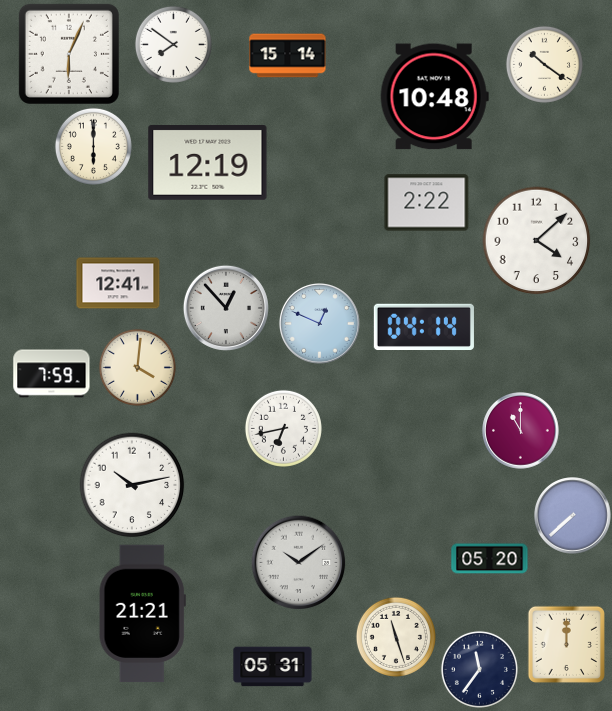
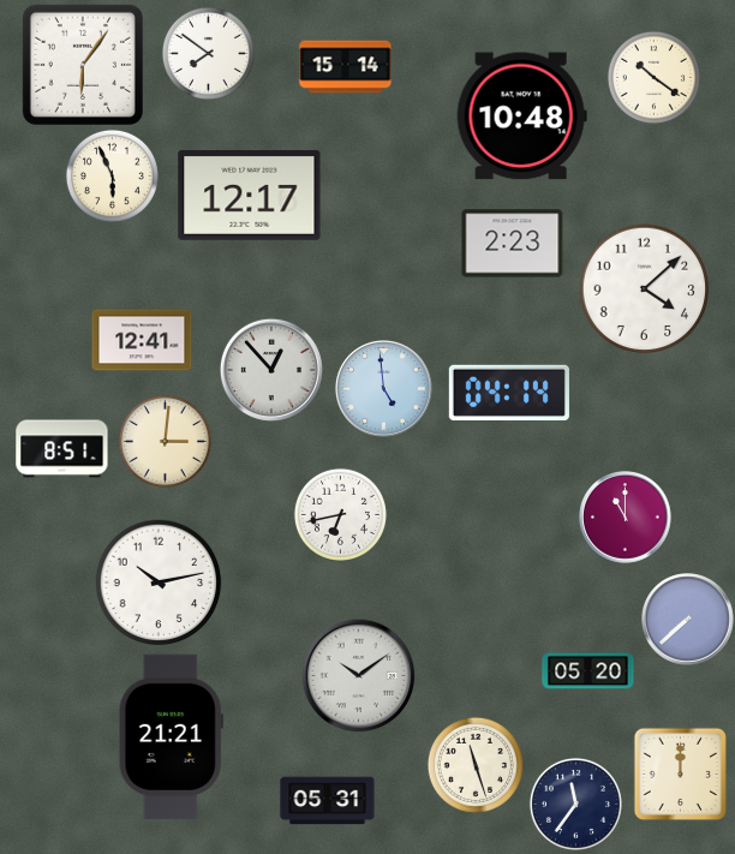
clock at (69, 54): 6:04 -> 6:06
clock at (93, 146): 6:00 -> 5:56
clock at (208, 163): 12:19 -> 12:17
clock at (427, 203): 2:22 -> 2:23
clock at (319, 323): 12:49 -> 4:59
clock at (137, 367): 4:01 -> 3:01
clock at (52, 374): 7:59 -> 8:51
